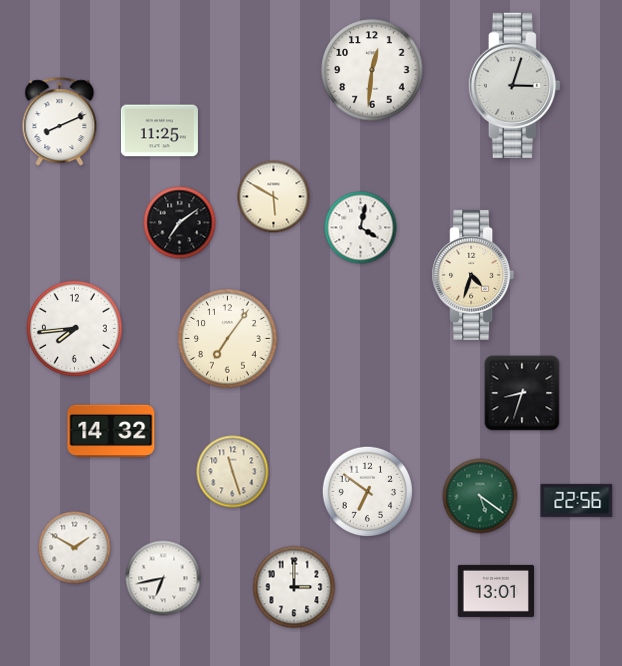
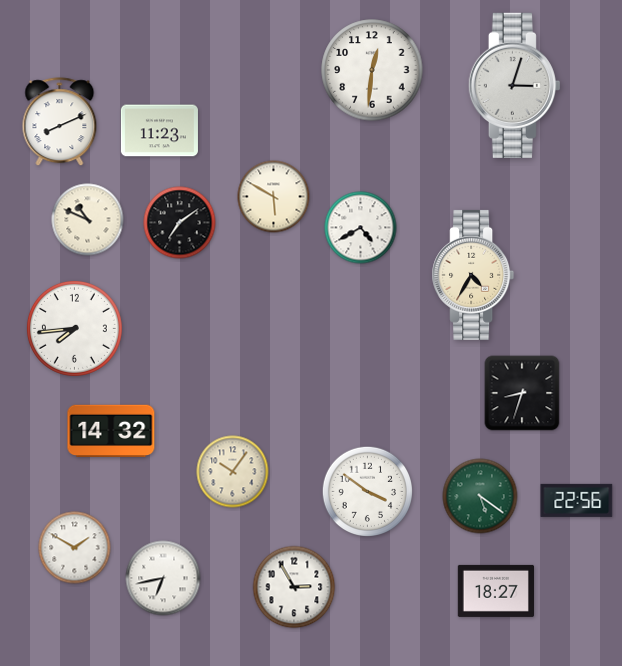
clock at (159, 131): 11:25 -> 11:23
clock at (88, 220): none -> 10:49
clock at (361, 228): 4:02 -> 4:40
clock at (473, 275): 4:33 -> 4:35
clock at (228, 339): 7:06 -> none
clock at (233, 472): 11:27 -> 10:06
clock at (367, 491): 6:51 -> 3:51
clock at (294, 587): 3:00 -> 2:55
clock at (495, 591): 13:01 -> 18:27
